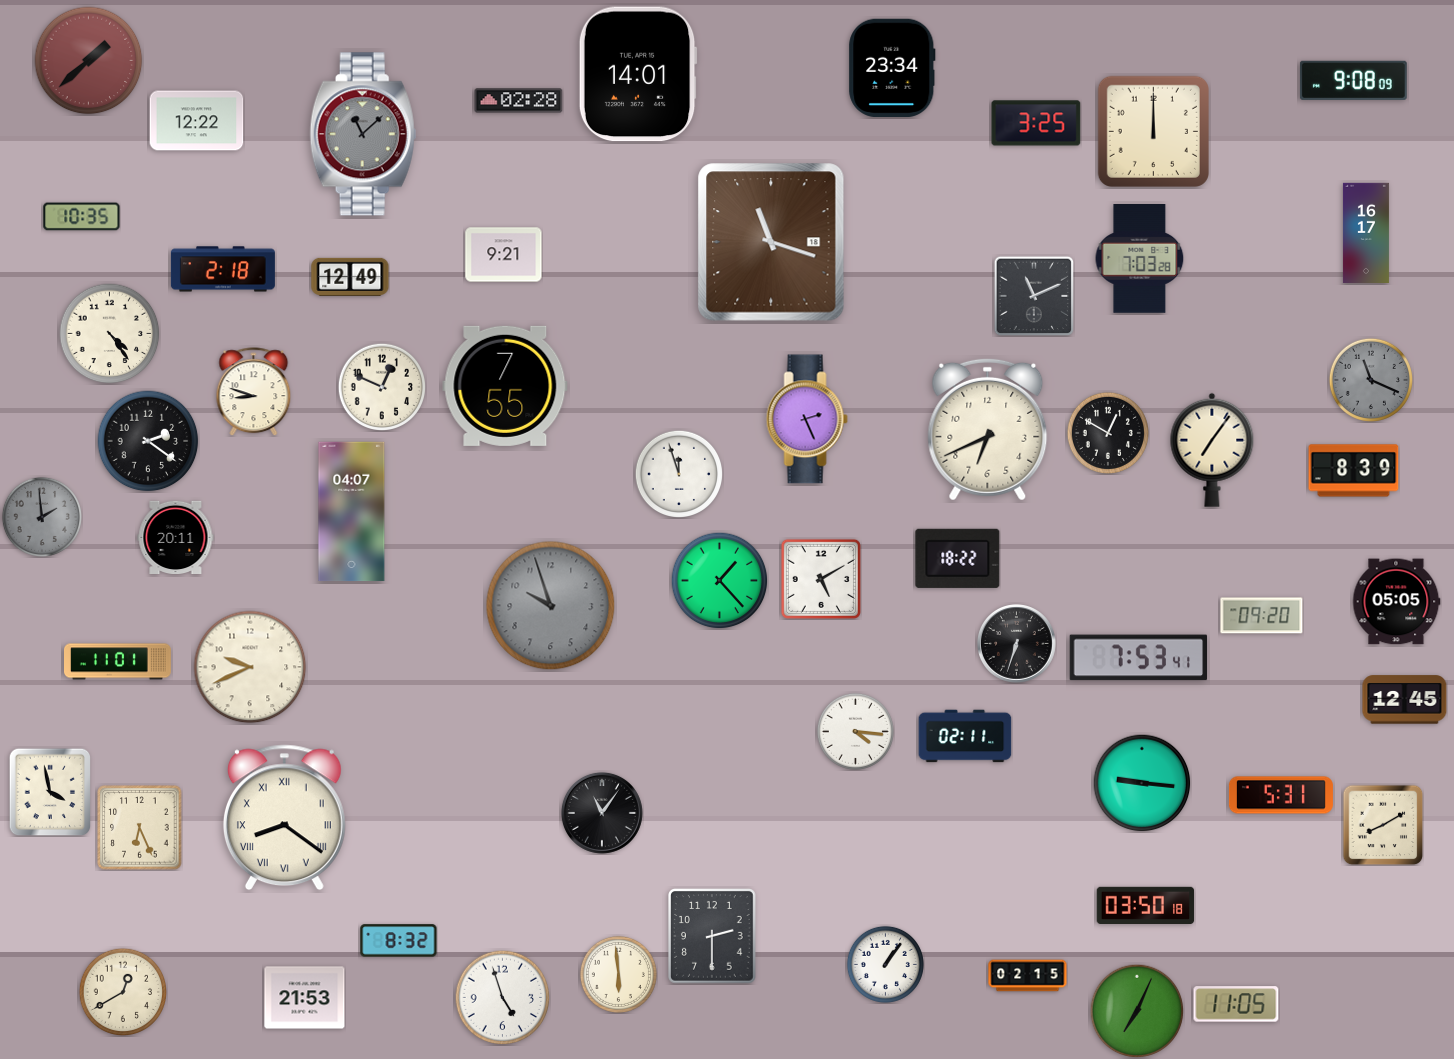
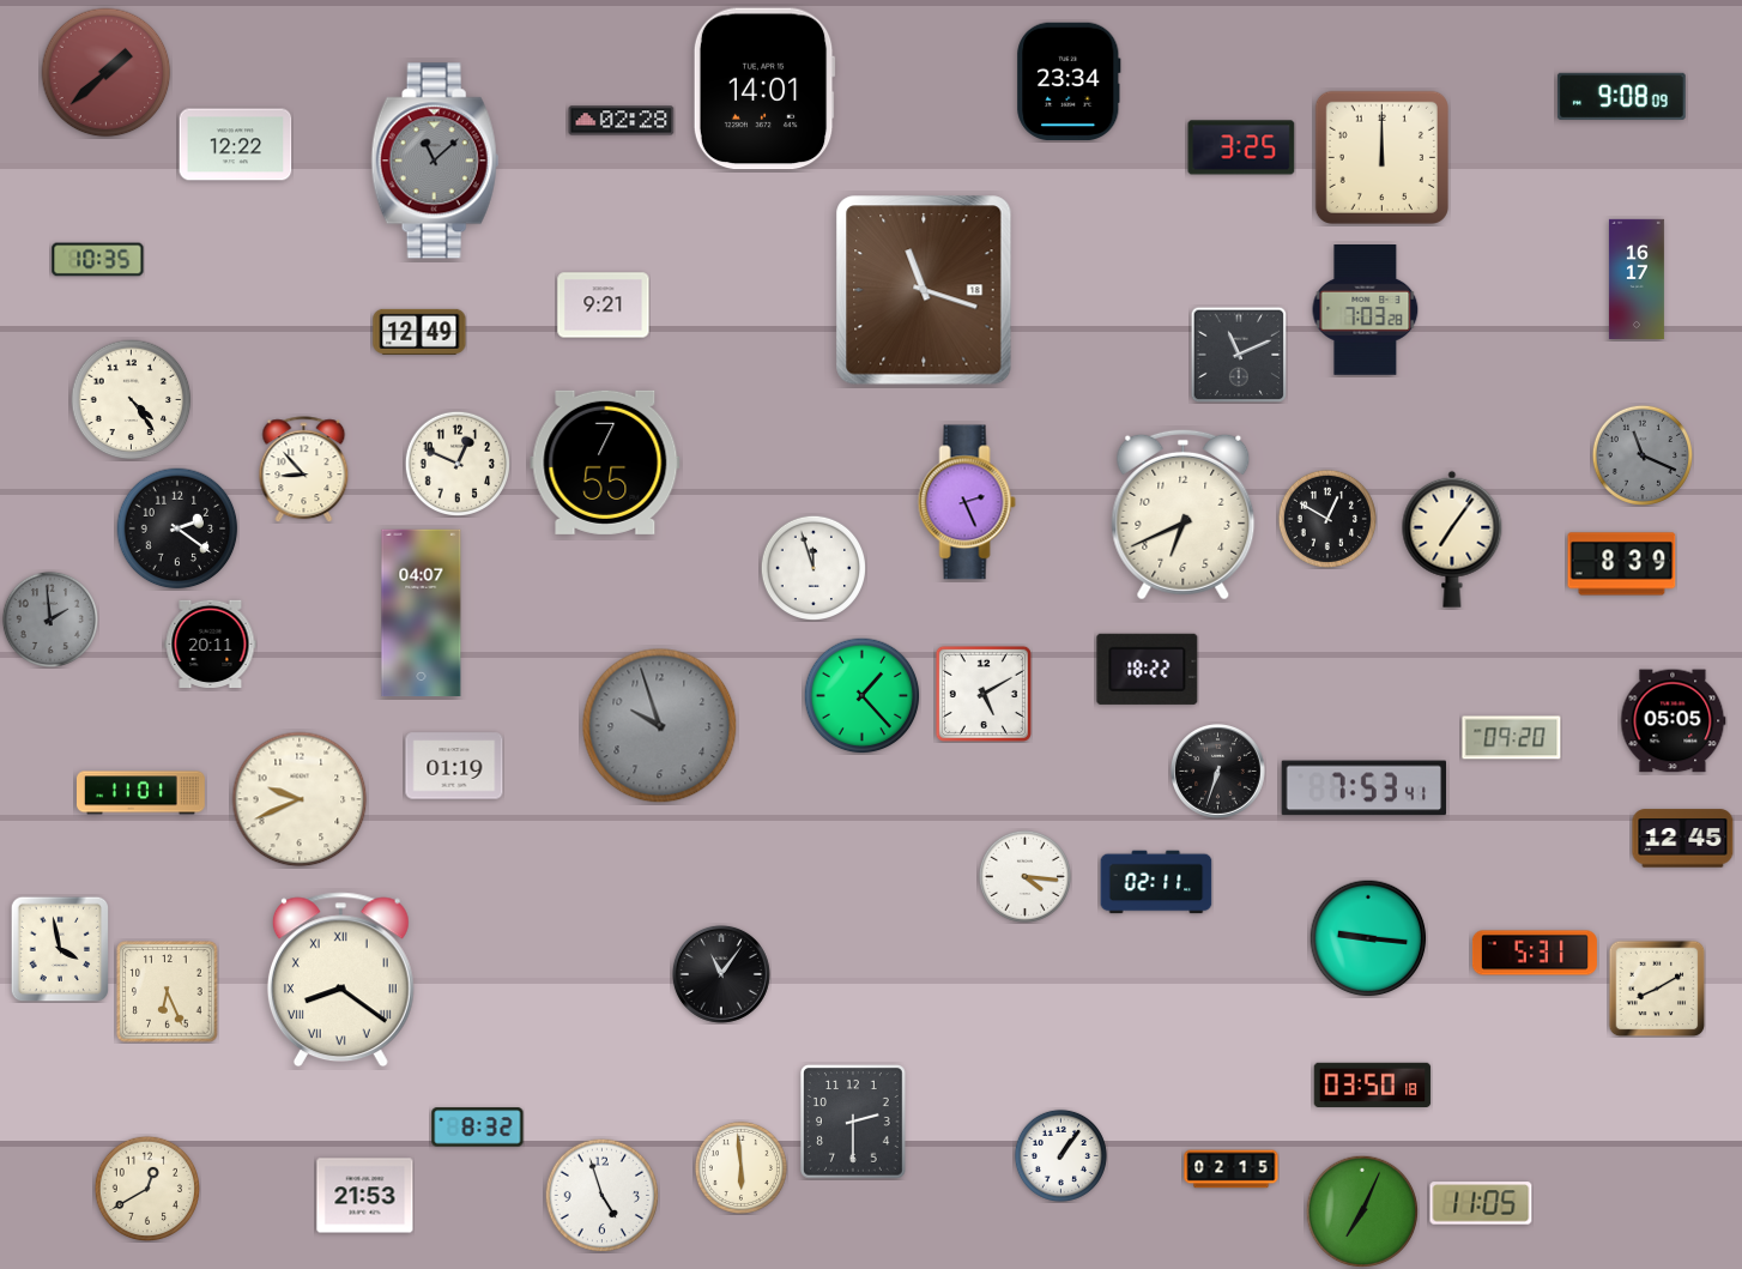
clock at (223, 269): 2:18 -> none
clock at (254, 392): 8:48 -> 8:53
clock at (454, 766): none -> 01:19
